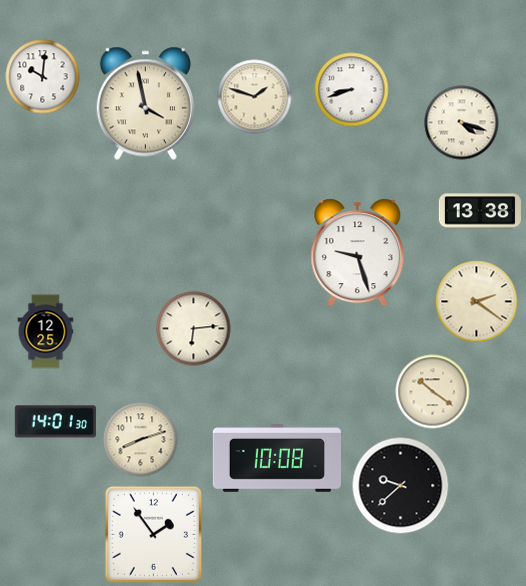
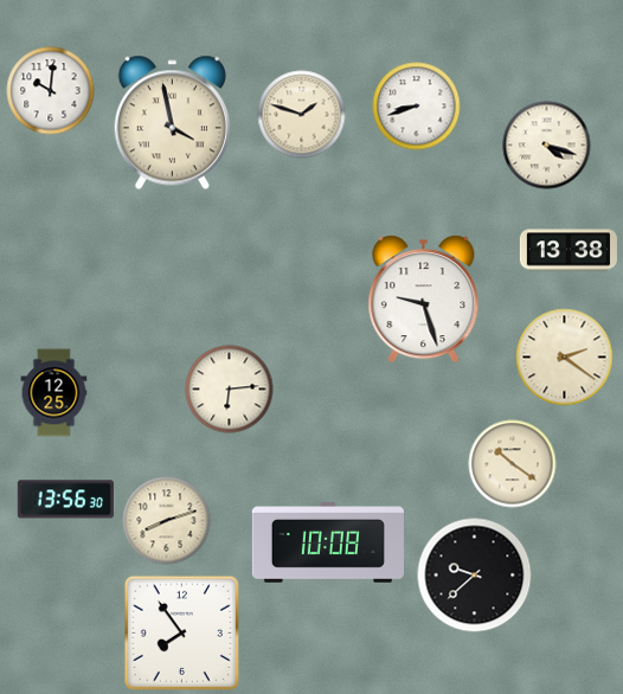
clock at (55, 422): 14:01 -> 13:56
clock at (153, 534): 1:54 -> 7:54
